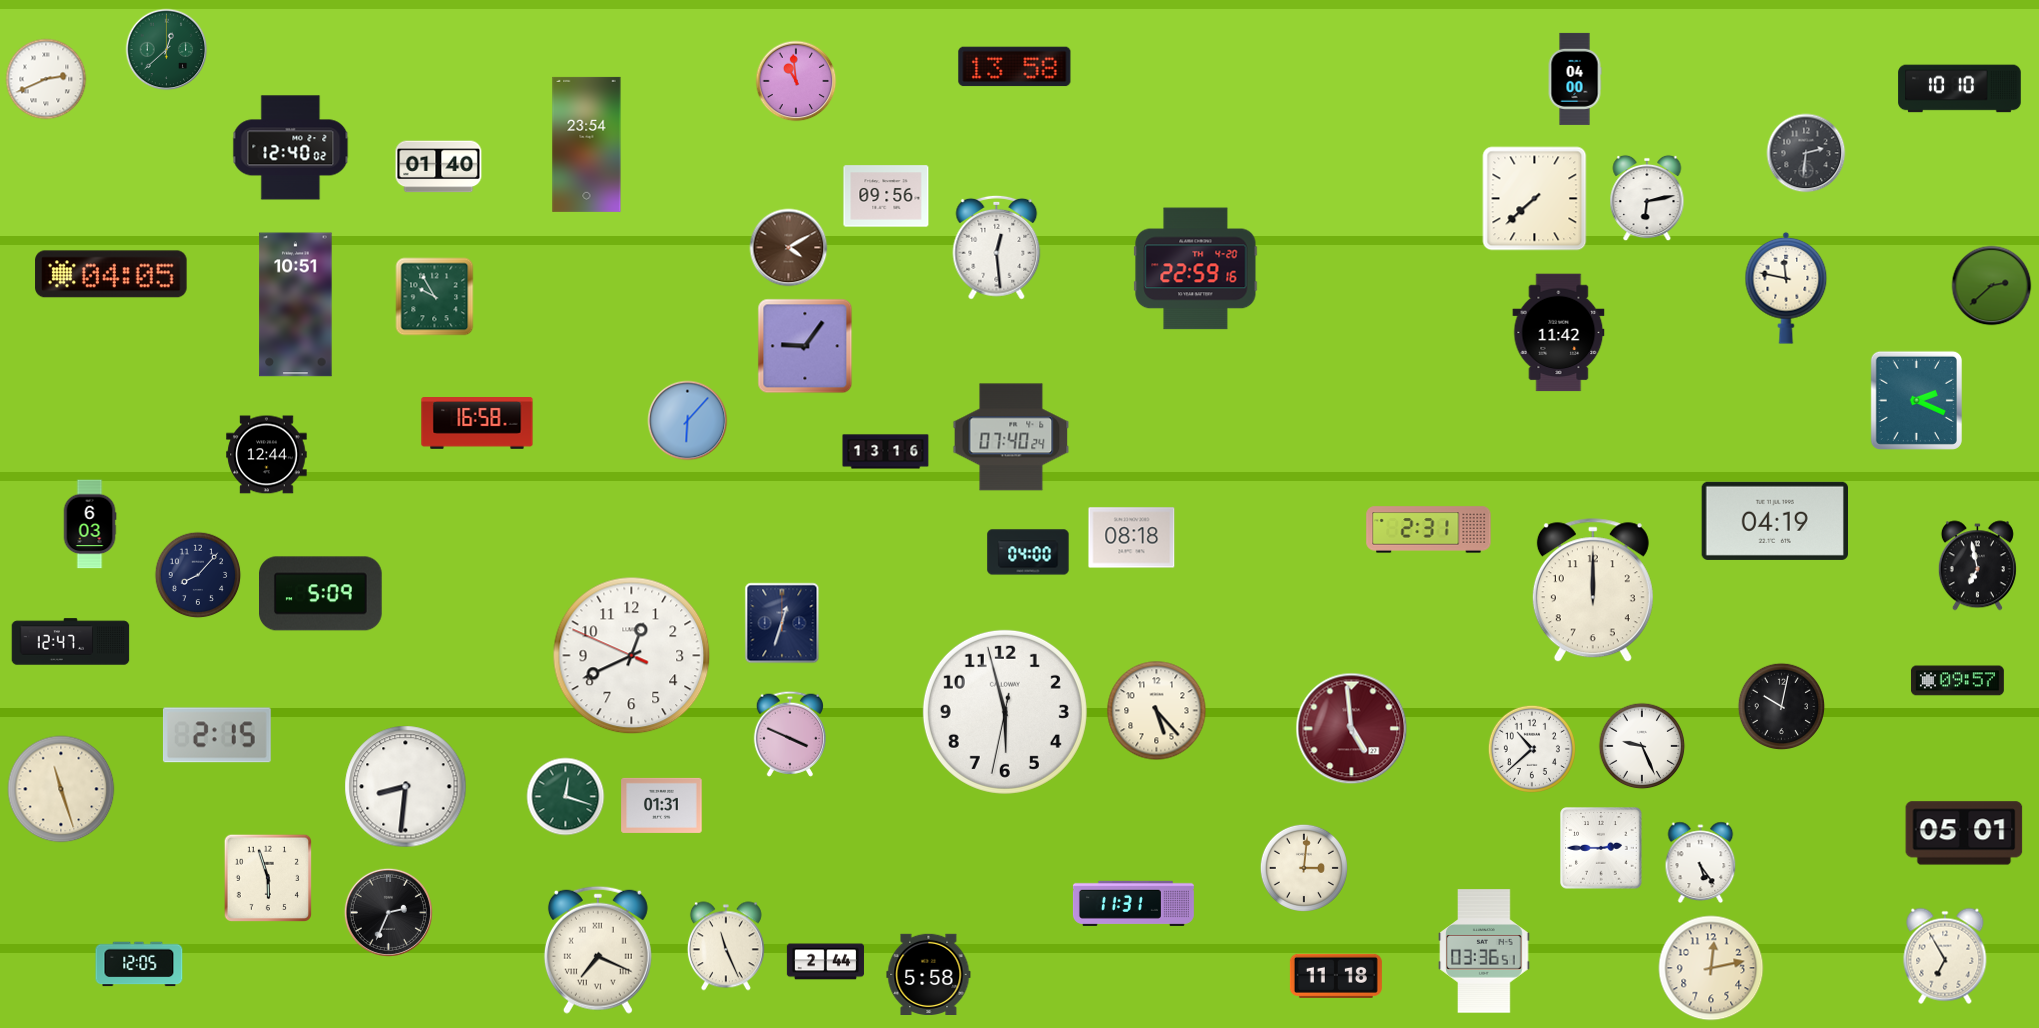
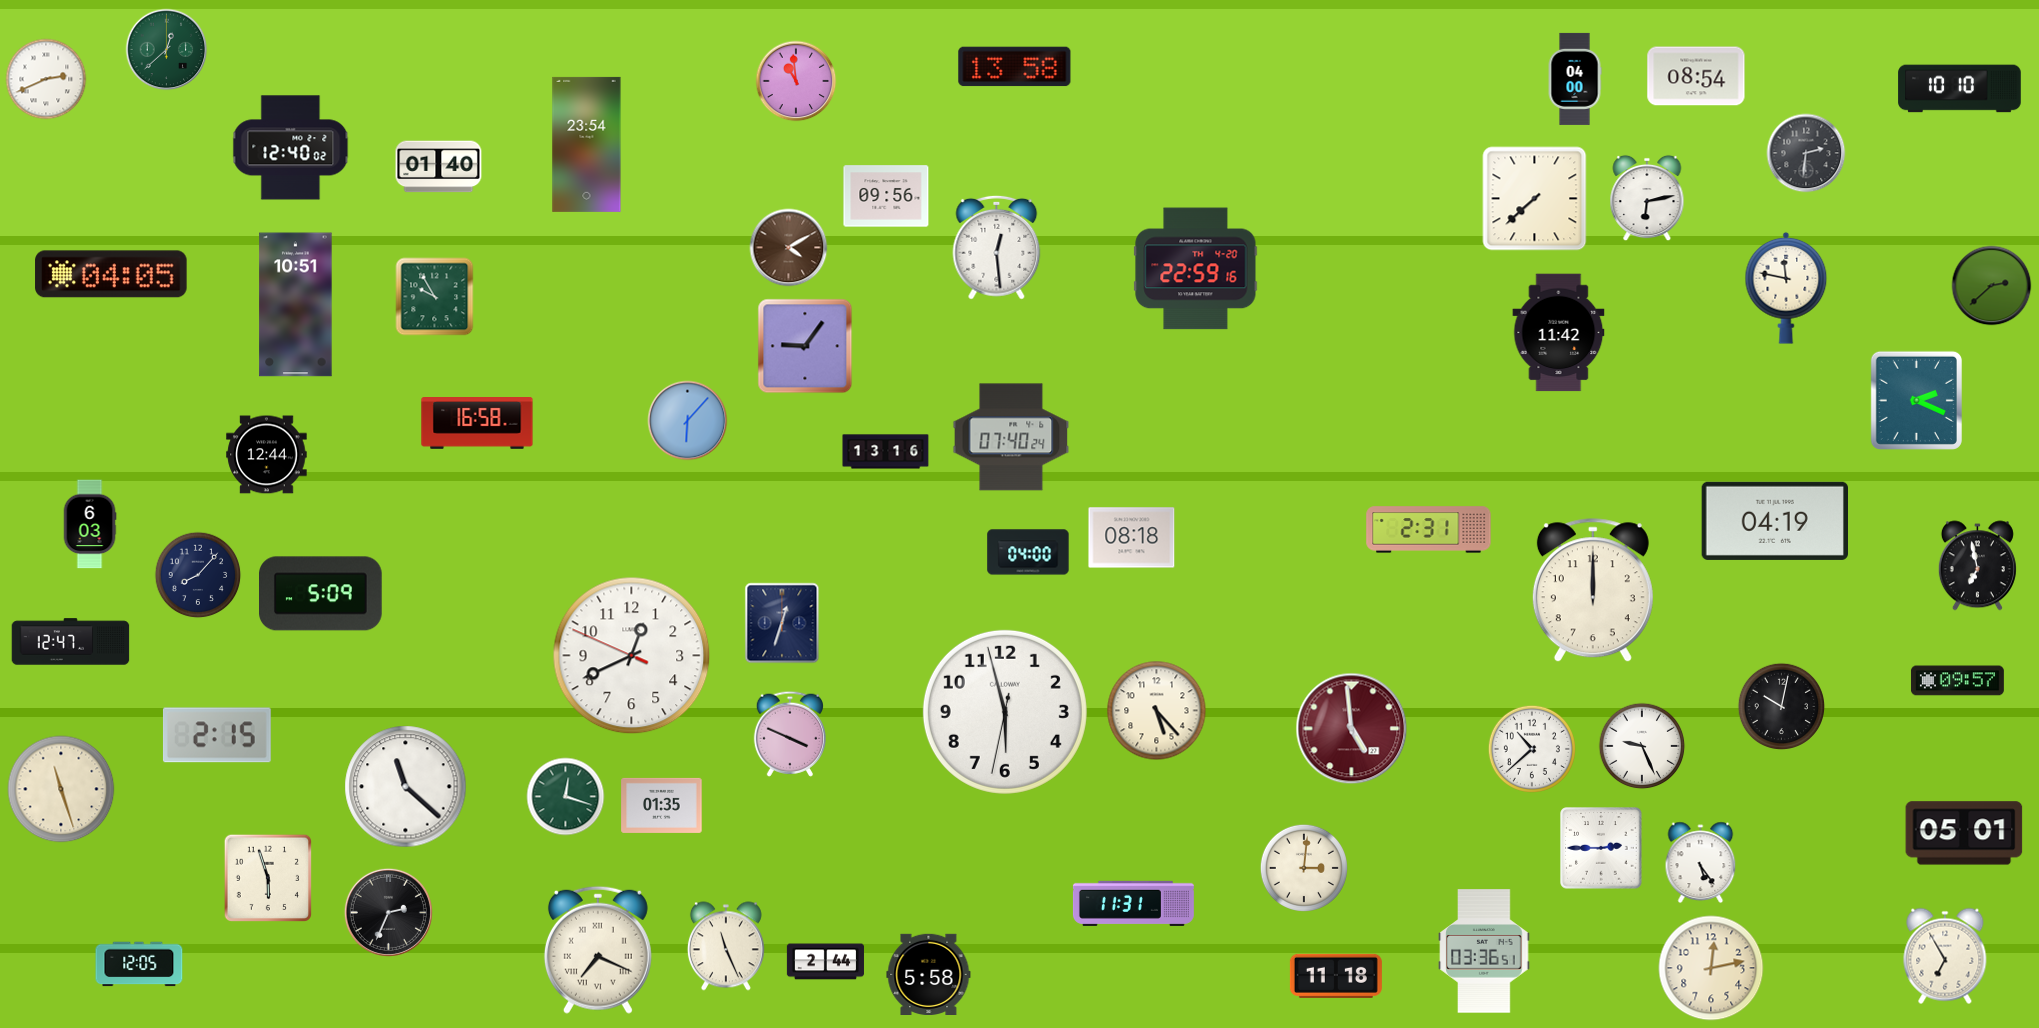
clock at (1696, 76): none -> 08:54
clock at (406, 787): 8:31 -> 11:22
clock at (662, 805): 01:31 -> 01:35
